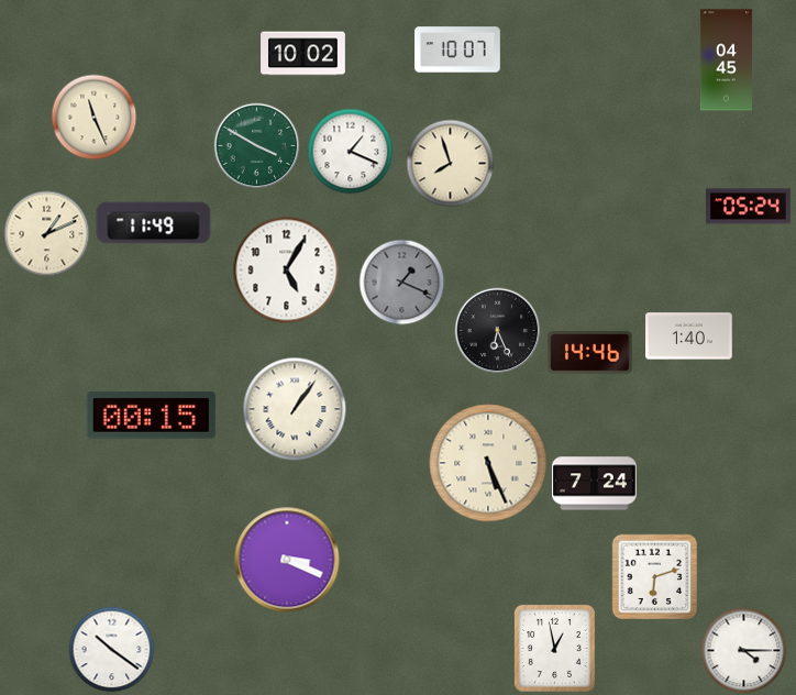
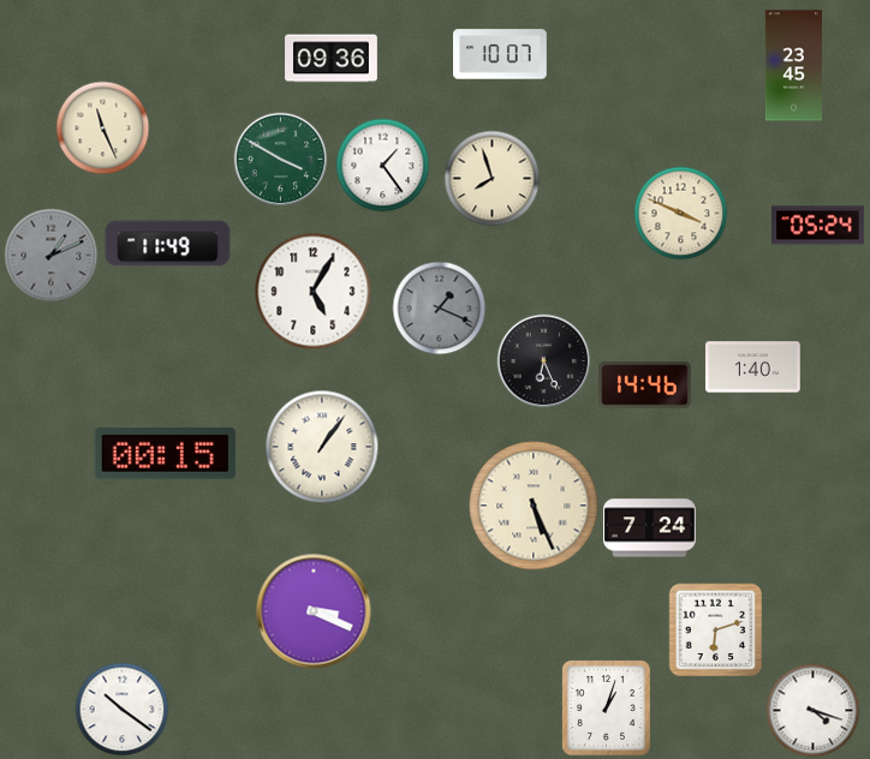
clock at (303, 54): 10:02 -> 09:36
clock at (726, 60): 04:45 -> 23:45
clock at (350, 151): 1:19 -> 1:24
clock at (680, 213): none -> 3:49
clock at (46, 233) dial: cream -> grey
clock at (286, 269) position: (286, 269) -> (312, 291)
clock at (554, 648): 12:58 -> 1:03
clock at (743, 650): 4:15 -> 4:18
